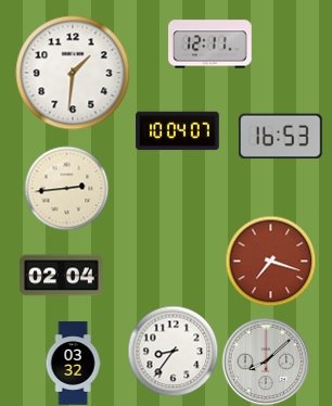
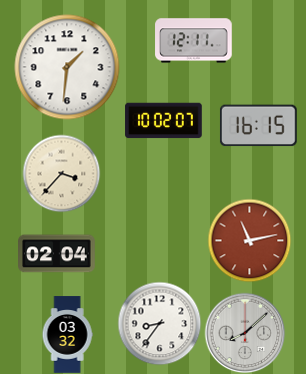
clock at (178, 131): 10:04 -> 10:02
clock at (280, 137): 16:53 -> 16:15
clock at (66, 188): 2:44 -> 3:37
clock at (270, 261): 7:18 -> 11:13
